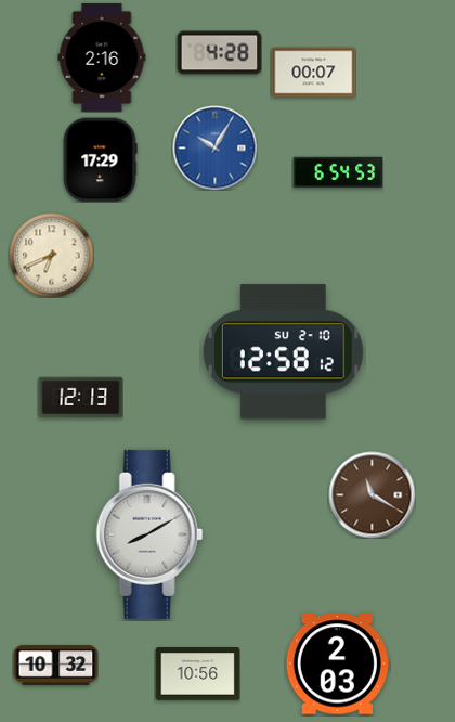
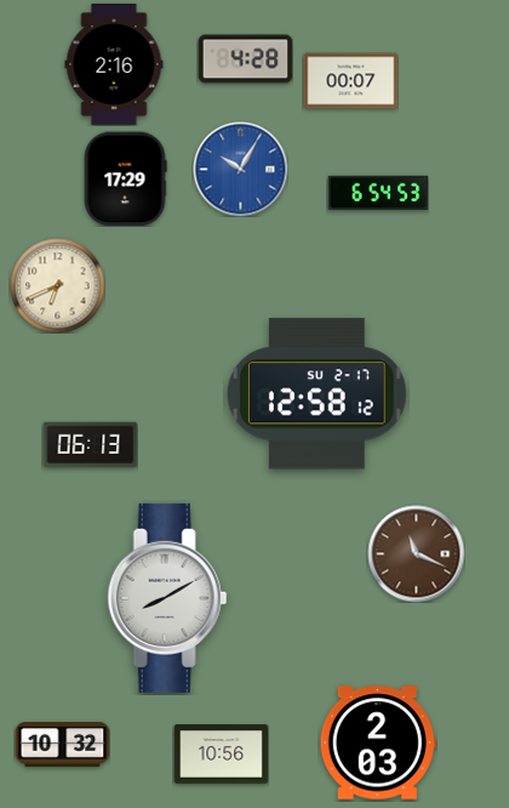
clock at (214, 147) position: (214, 147) -> (240, 169)
clock at (100, 159) position: (100, 159) -> (125, 178)
clock at (283, 352) date: SU 2-10 -> SU 2-17
clock at (80, 398): 12:13 -> 06:13
clock at (372, 494): 11:20 -> 11:19
